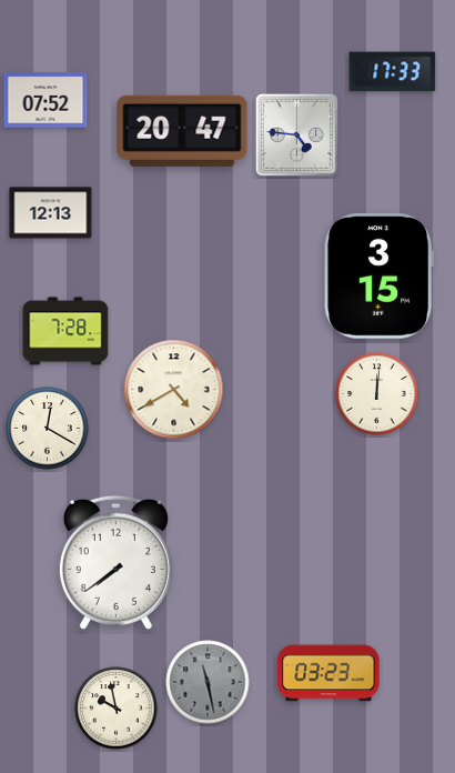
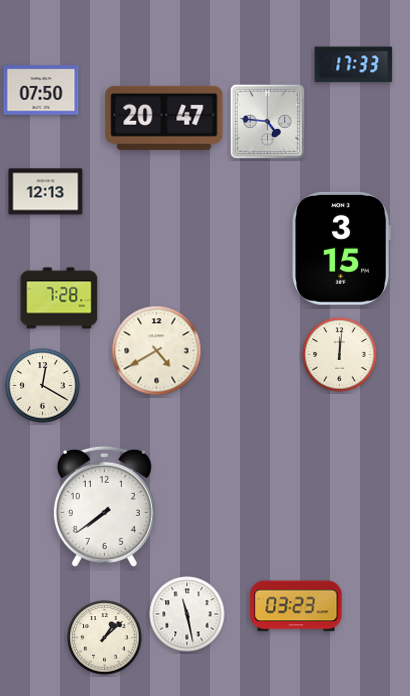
clock at (46, 100): 07:52 -> 07:50
clock at (208, 682) dial: grey -> white
clock at (117, 709): 9:58 -> 1:08
